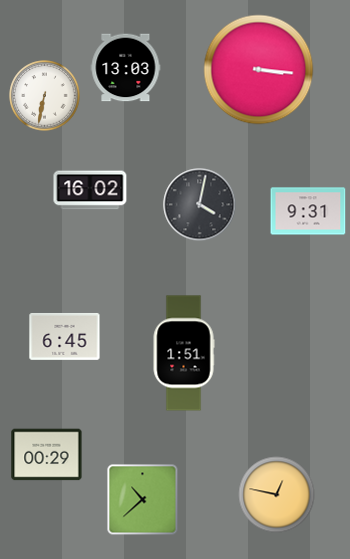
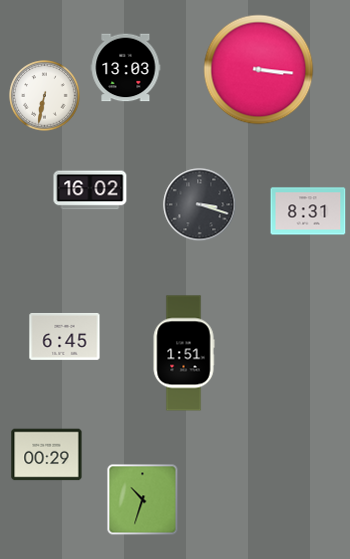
clock at (200, 205): 4:02 -> 3:18
clock at (308, 211): 9:31 -> 8:31
clock at (277, 495): 12:47 -> none
clock at (143, 500): 10:38 -> 10:33
